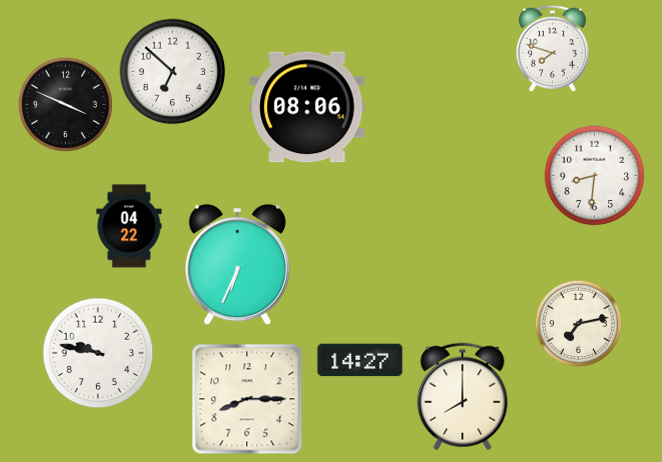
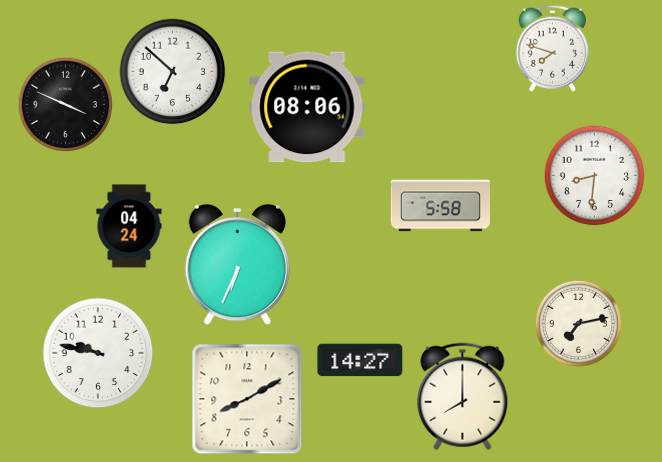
clock at (440, 206): none -> 5:58
clock at (129, 226): 04:22 -> 04:24
clock at (247, 399): 8:15 -> 8:10
